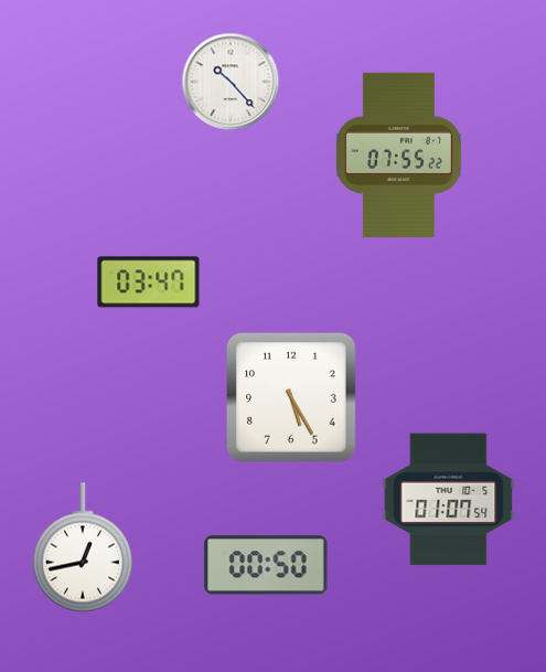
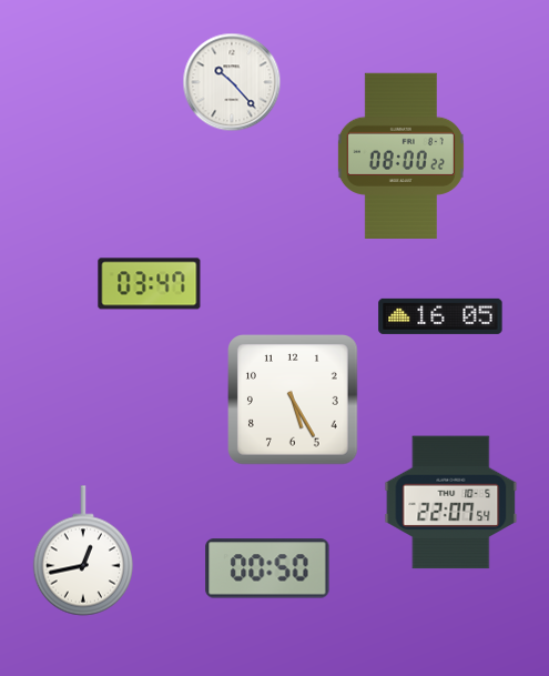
clock at (398, 154): 07:55 -> 08:00
clock at (440, 316): none -> 16:05
clock at (449, 500): 01:07 -> 22:07
